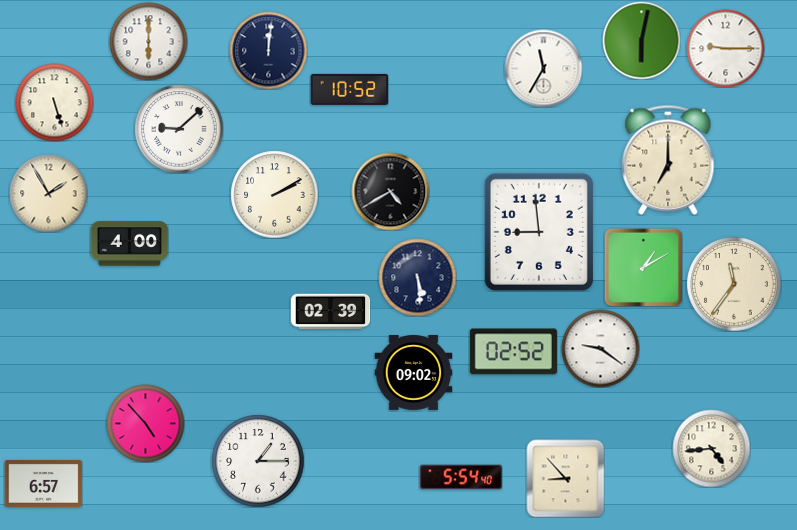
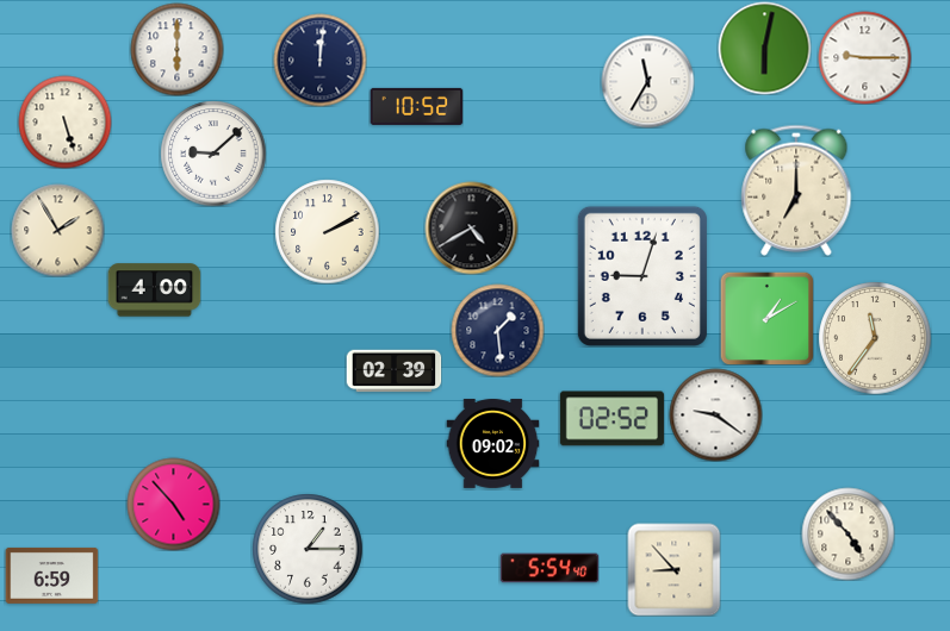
clock at (390, 191) position: (390, 191) -> (471, 227)
clock at (539, 232): 8:59 -> 9:03
clock at (417, 277): 5:29 -> 1:29
clock at (711, 448): 4:44 -> 4:53
clock at (43, 483): 6:57 -> 6:59
